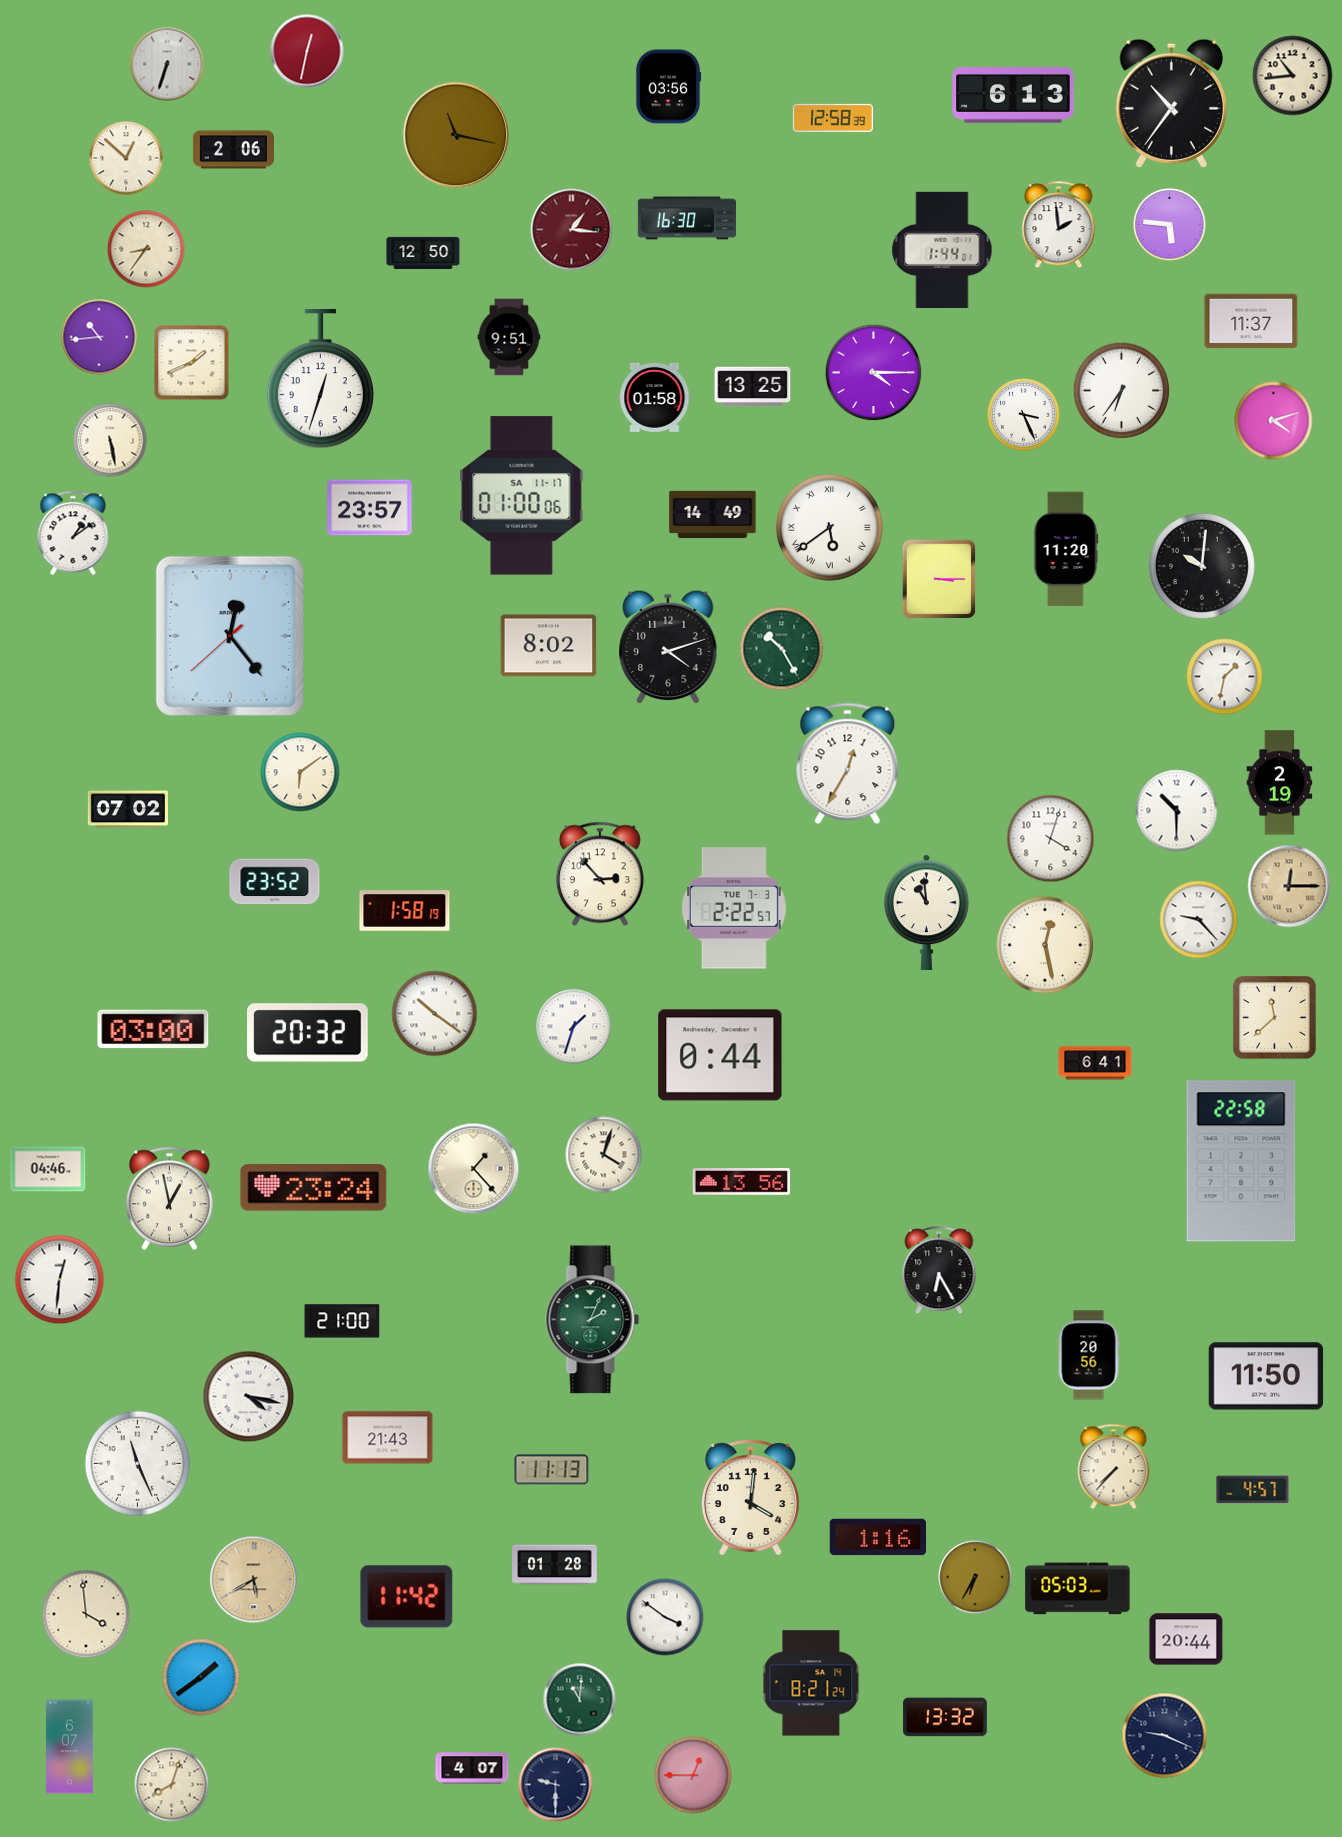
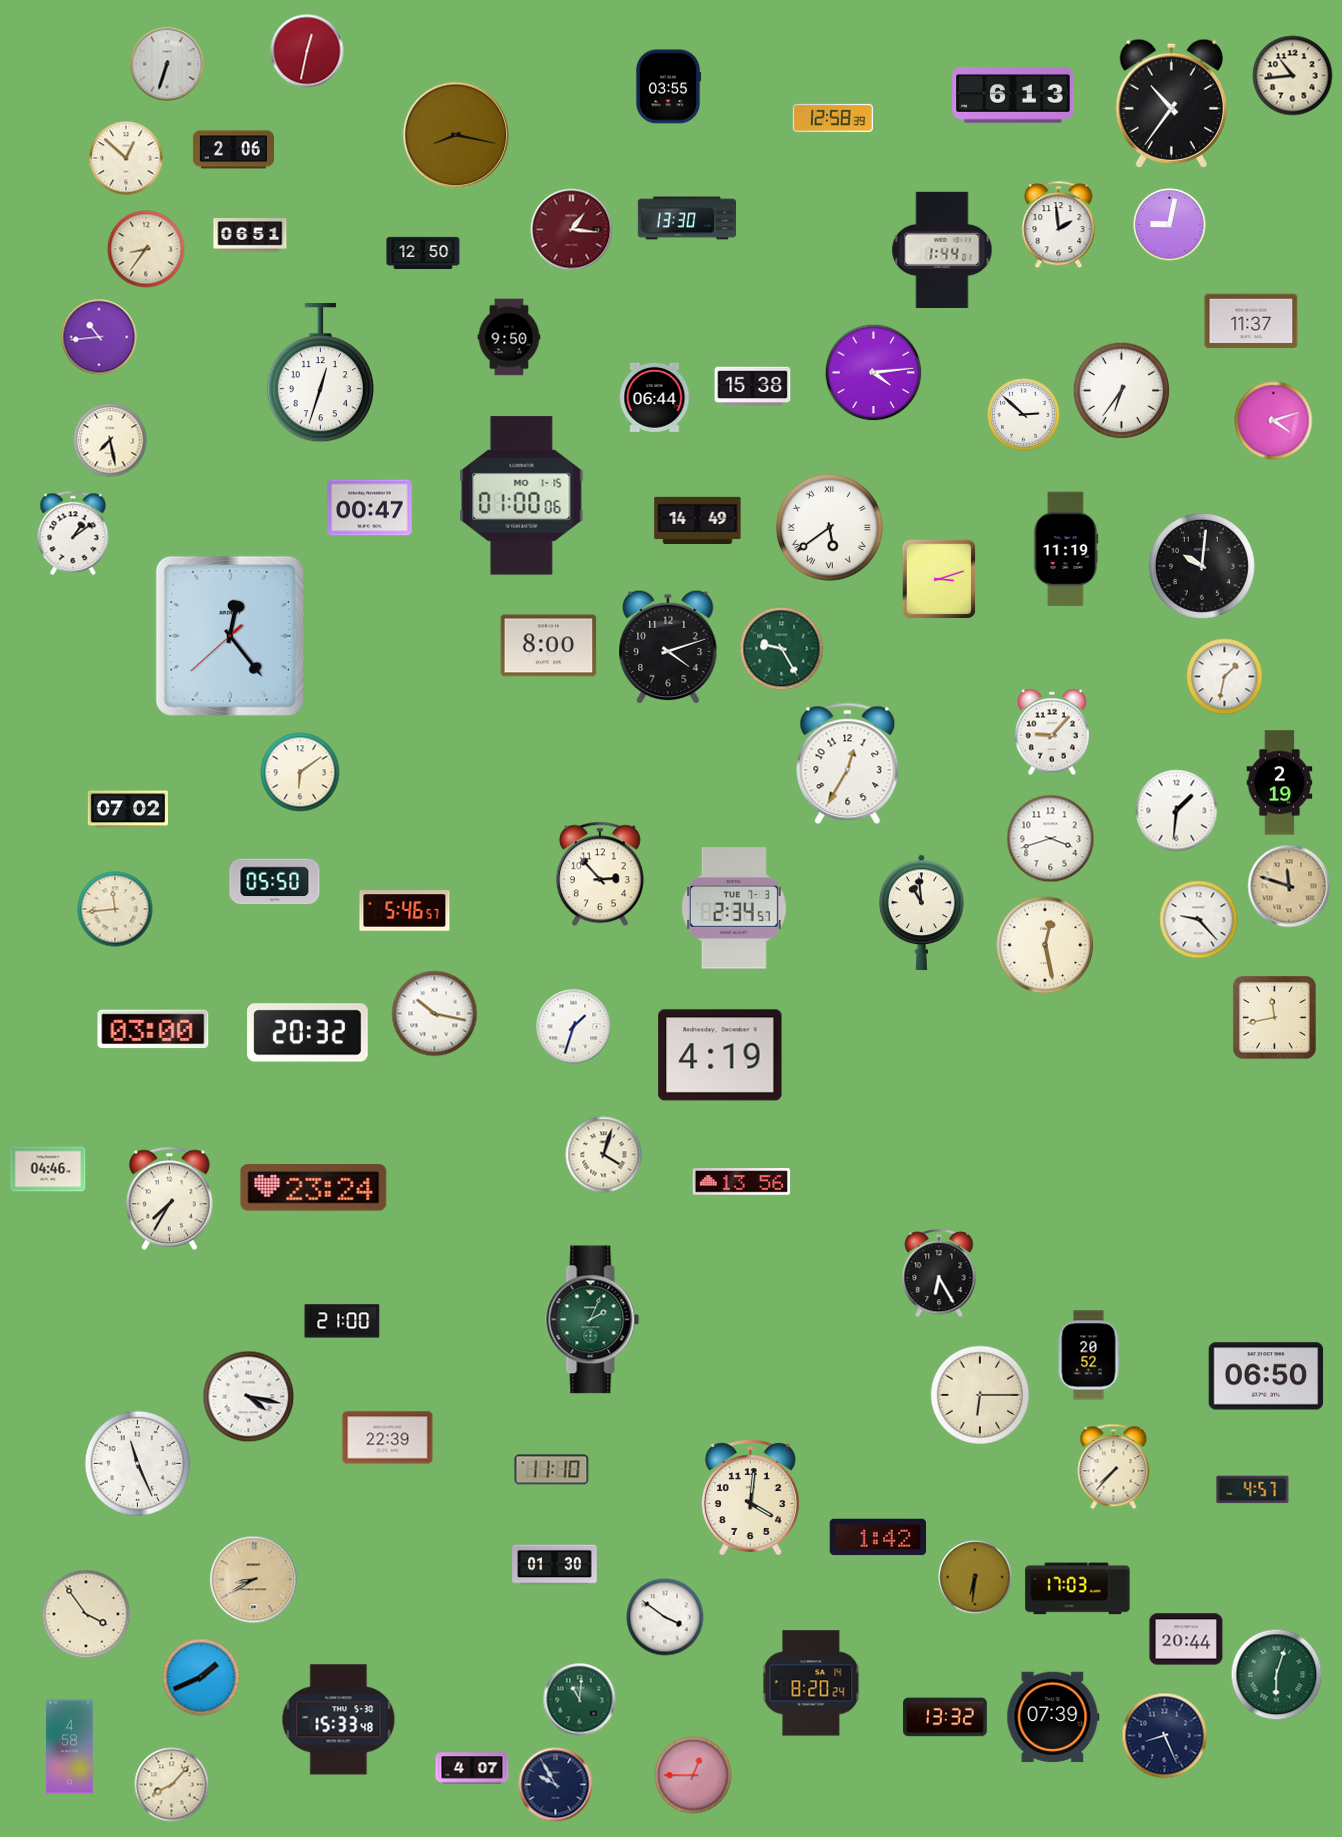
clock at (668, 87): 03:56 -> 03:55
clock at (456, 135): 11:17 -> 8:17
clock at (686, 218): 16:30 -> 13:30
clock at (1170, 225): 5:46 -> 9:02
clock at (250, 235): none -> 06:51
clock at (509, 337): 9:51 -> 9:50
clock at (192, 363): 1:41 -> none
clock at (874, 373): 4:15 -> 4:14
clock at (320, 380) position: (320, 380) -> (320, 374)
clock at (753, 387): 13:25 -> 15:38
clock at (655, 397): 01:58 -> 06:44
clock at (1024, 415): 3:26 -> 2:52
clock at (110, 440): 5:28 -> 7:28
clock at (522, 496) date: SA 11-17 -> MO 1-15
clock at (370, 508): 23:57 -> 00:47
clock at (713, 515) position: (713, 515) -> (698, 521)
clock at (1066, 549): 11:20 -> 11:19
clock at (939, 579): 3:15 -> 3:12
clock at (549, 646): 8:02 -> 8:00
clock at (782, 649): 10:25 -> 9:25
clock at (1052, 732): none -> 9:07
clock at (1177, 811): 10:30 -> 1:31
clock at (1051, 839): 4:03 -> 3:42
clock at (275, 882): 23:52 -> 05:50
clock at (1289, 886): 12:15 -> 11:48
clock at (734, 908): 2:22 -> 2:34
clock at (115, 909): none -> 11:44
clock at (405, 911): 1:58 -> 5:46
clock at (927, 913) position: (927, 913) -> (922, 913)
clock at (435, 1014): 10:21 -> 10:17
clock at (1275, 1018): 11:38 -> 11:43
clock at (720, 1055): 0:44 -> 4:19
clock at (1095, 1063): 6:41 -> none
clock at (1241, 1161): 22:58 -> none
clock at (474, 1169): 1:23 -> none
clock at (169, 1199): 12:58 -> 7:35
clock at (939, 1271) position: (939, 1271) -> (939, 1274)
clock at (60, 1280): 12:31 -> none
clock at (1089, 1355): 20:56 -> 20:52
clock at (1266, 1376): 11:50 -> 06:50
clock at (980, 1395): none -> 6:15
clock at (388, 1438): 21:43 -> 22:39
clock at (552, 1470): 11:13 -> 11:10
clock at (878, 1537): 1:16 -> 1:42
clock at (555, 1565): 01:28 -> 01:30
clock at (975, 1577): 6:35 -> 6:31
clock at (254, 1580): 5:40 -> 8:40
clock at (1078, 1589): 05:03 -> 17:03
clock at (407, 1597): 11:42 -> none
clock at (86, 1614): 3:59 -> 3:54
clock at (1277, 1675): none -> 6:03
clock at (201, 1677): 1:39 -> 1:41
clock at (811, 1683): 8:21 -> 8:20
clock at (1053, 1717): none -> 07:39
clock at (339, 1720): none -> 15:33
clock at (1165, 1736): 9:19 -> 8:26
clock at (70, 1747): 6:07 -> 4:58
clock at (172, 1785): 8:03 -> 8:07
clock at (556, 1785): 9:30 -> 9:55
